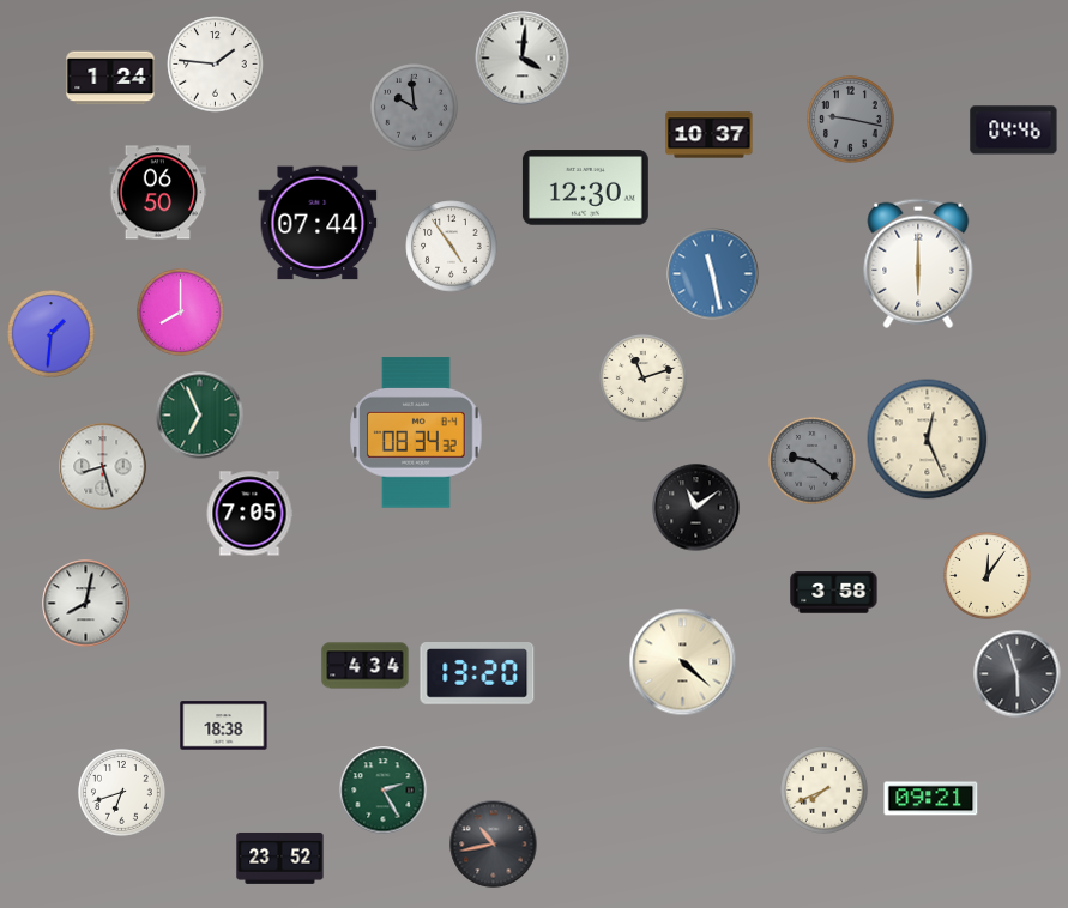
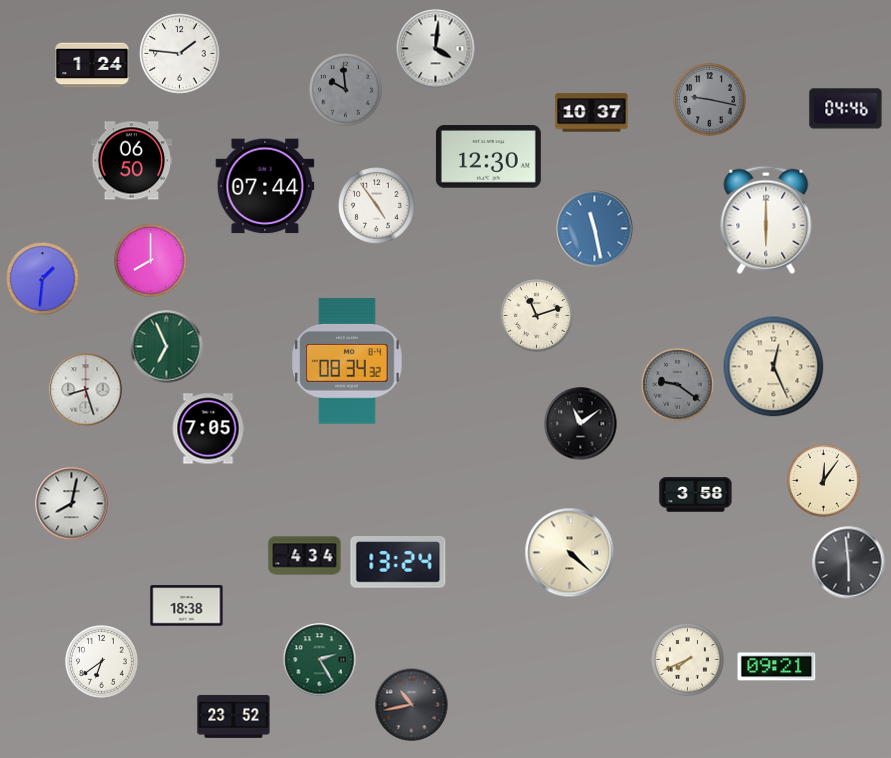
clock at (477, 674): 13:20 -> 13:24
clock at (1018, 674): 5:57 -> 5:59
clock at (122, 793): 6:42 -> 6:39
